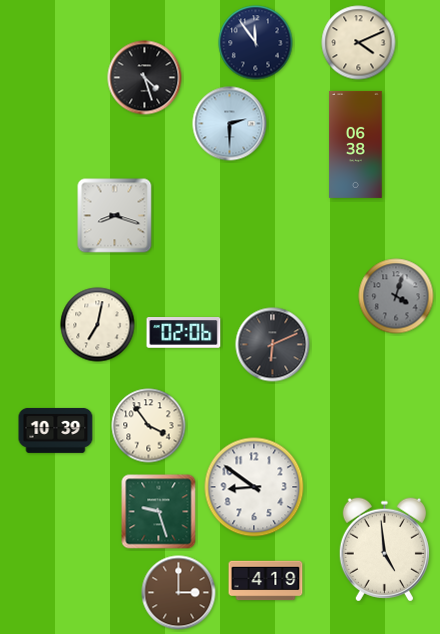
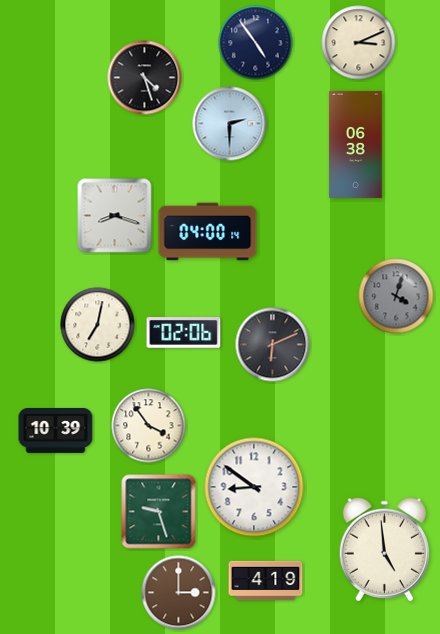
clock at (256, 43): 11:54 -> 4:54
clock at (359, 43): 4:11 -> 3:11
clock at (208, 232): none -> 04:00
